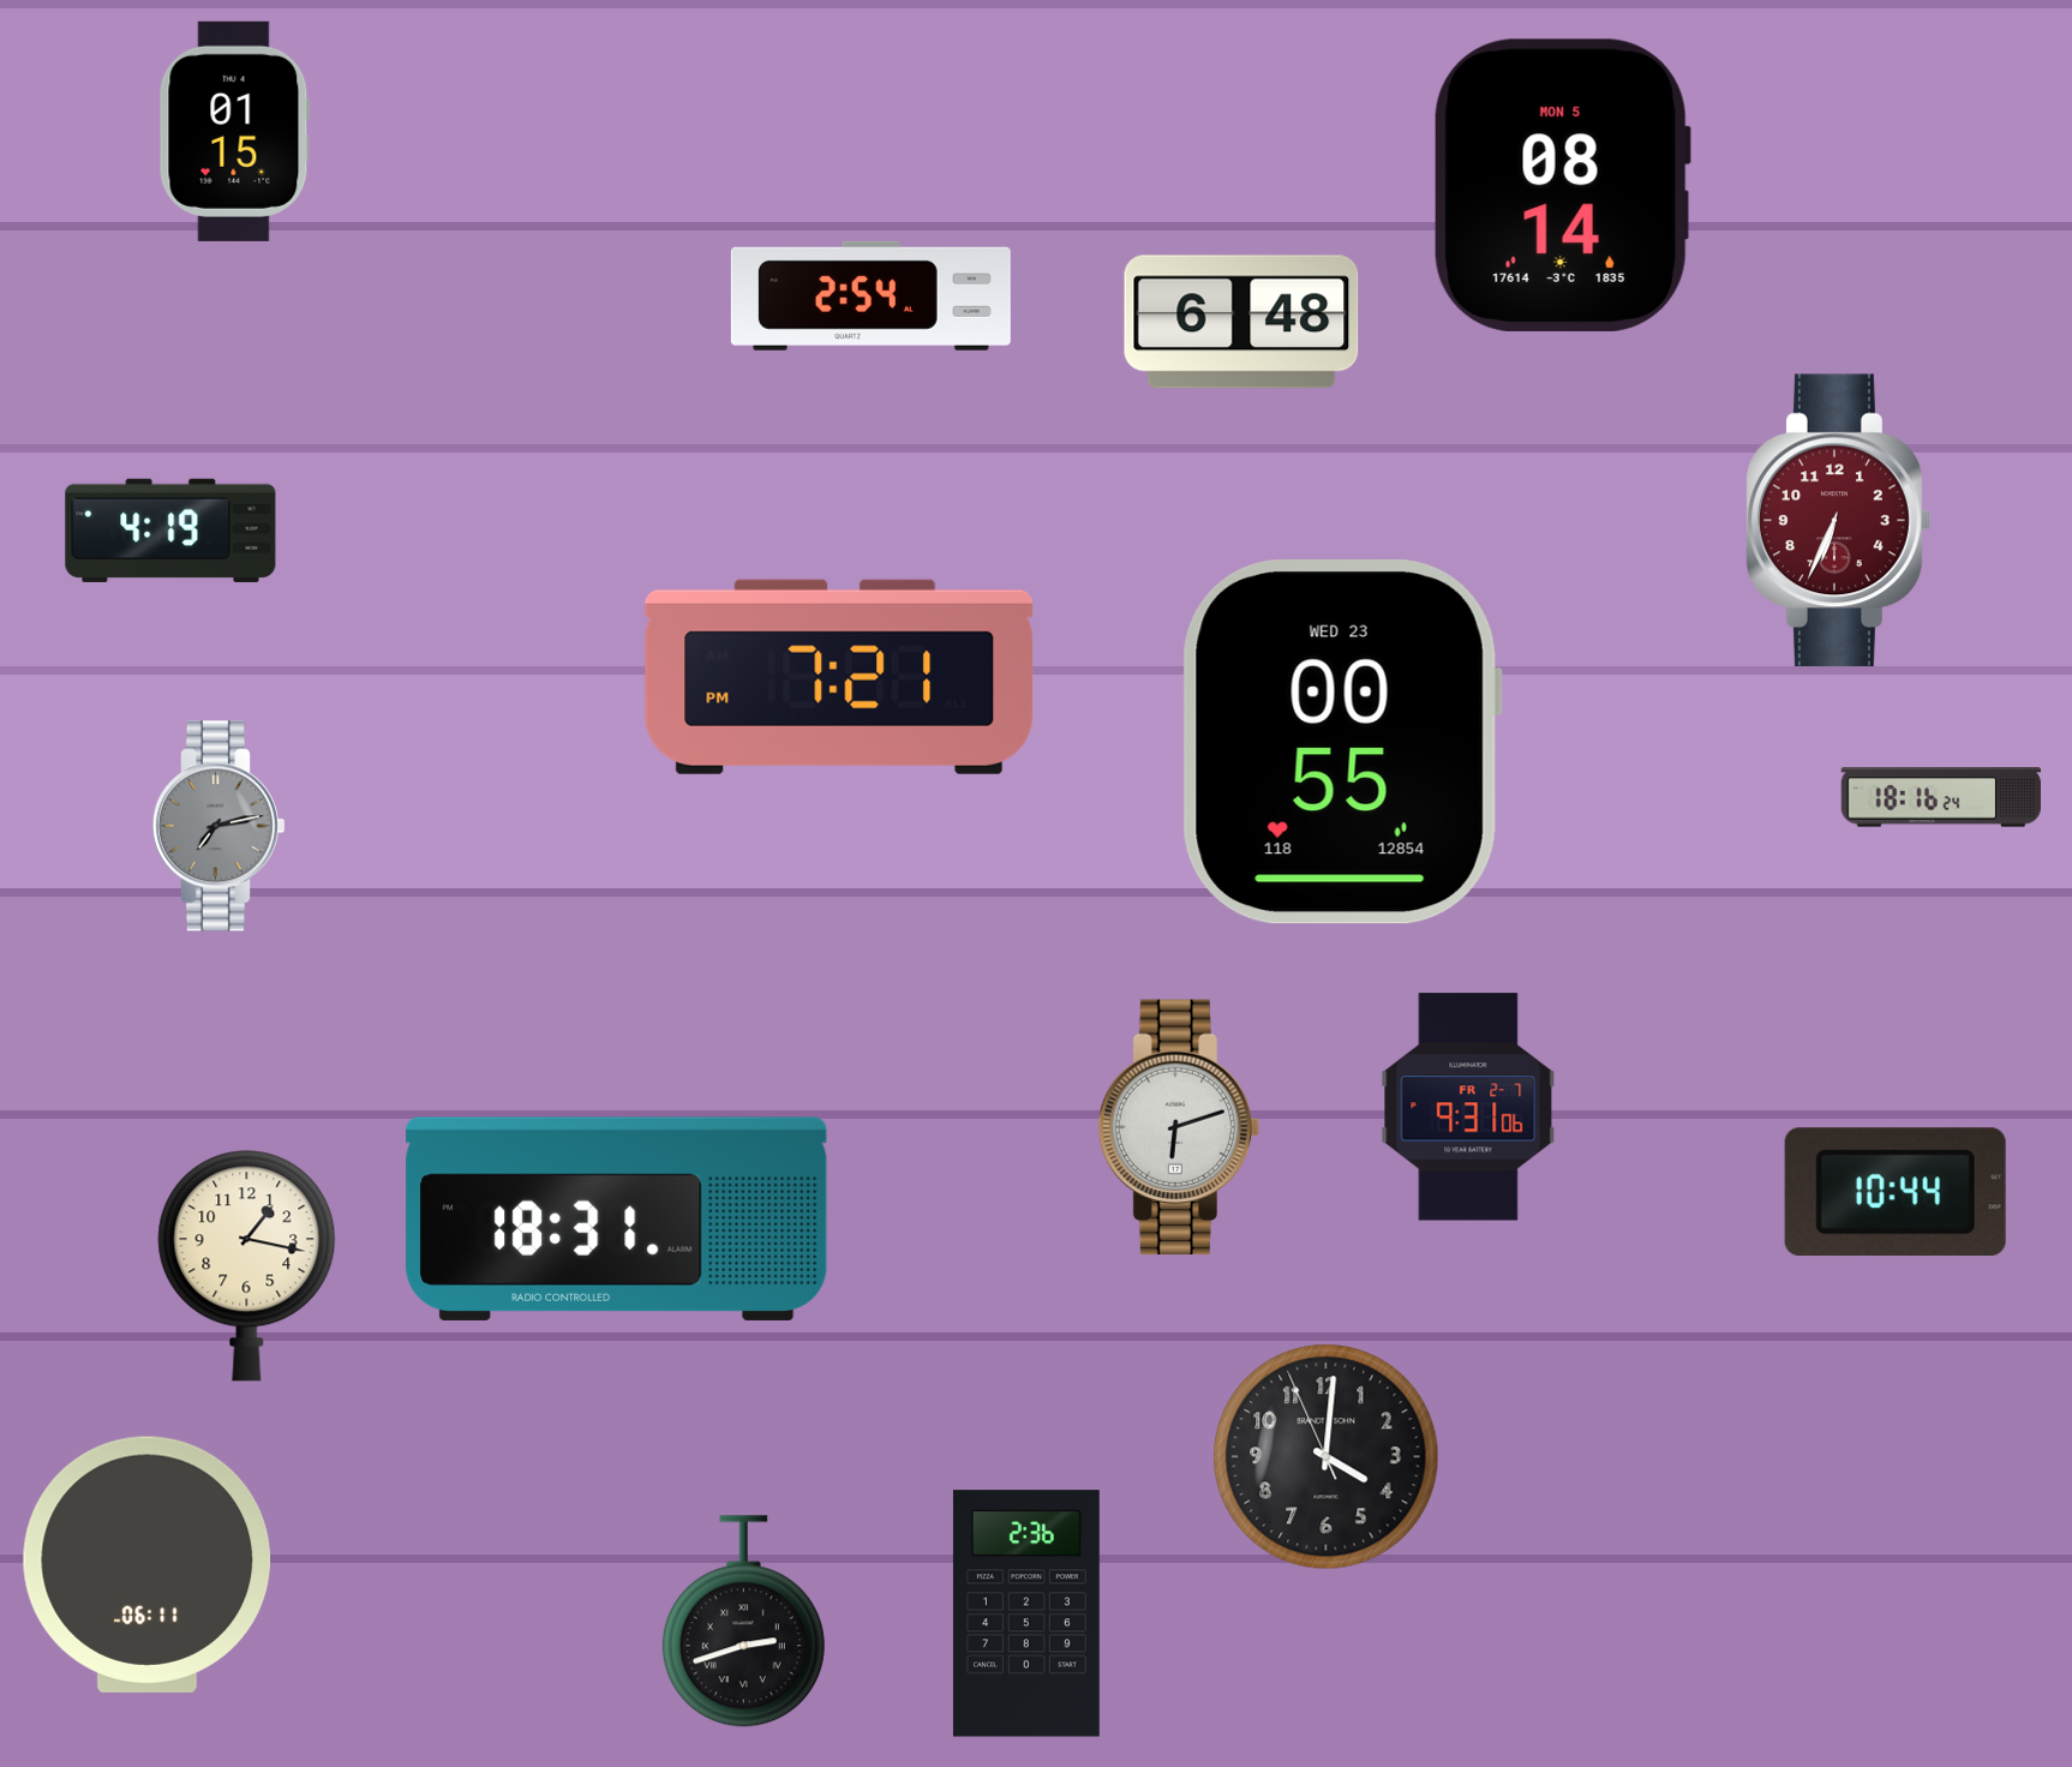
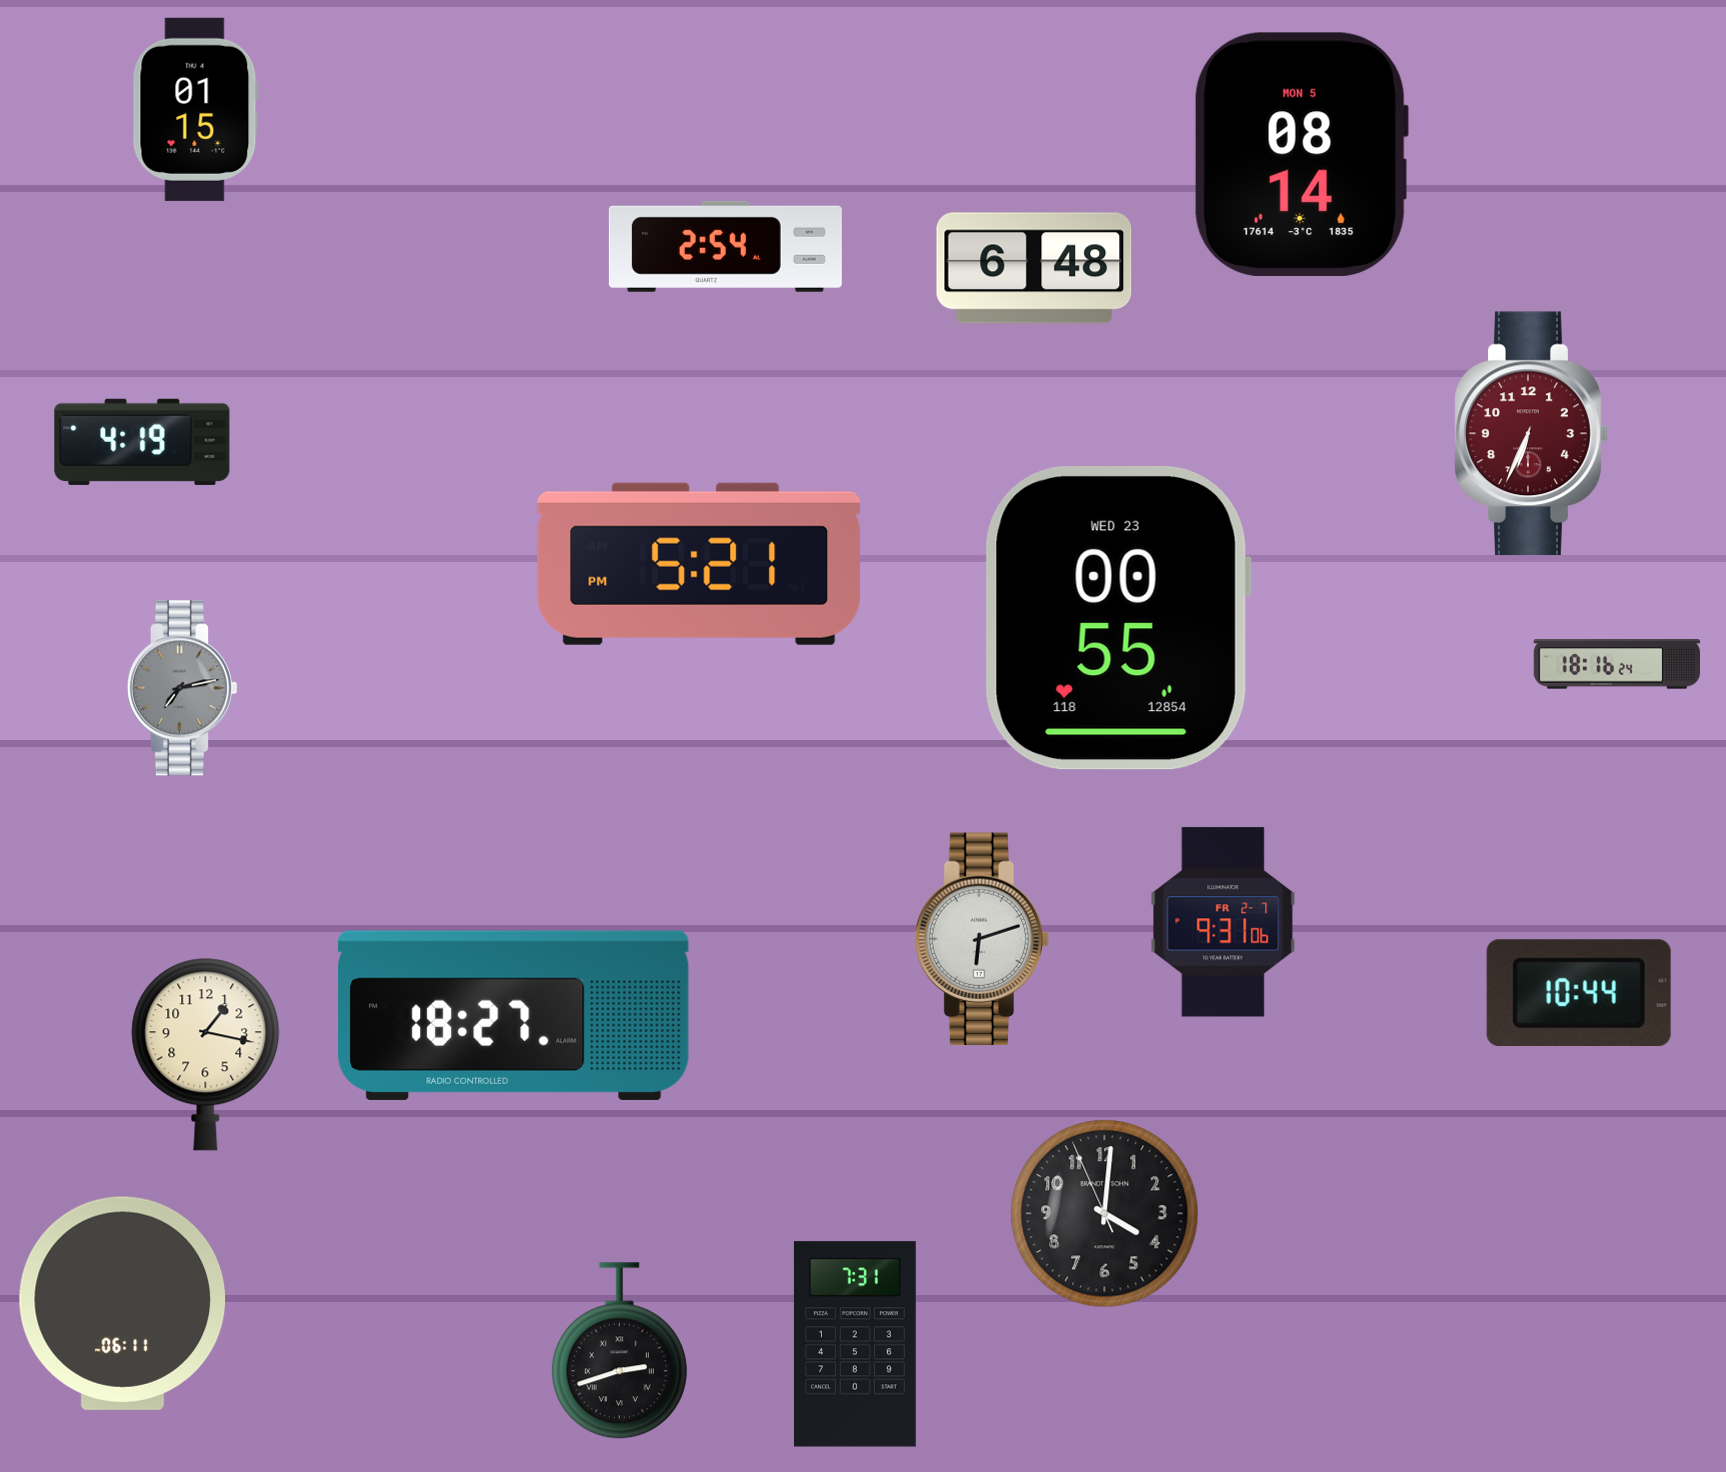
clock at (839, 677): 7:21 -> 5:21
clock at (617, 1218): 18:31 -> 18:27
clock at (1026, 1613): 2:36 -> 7:31
